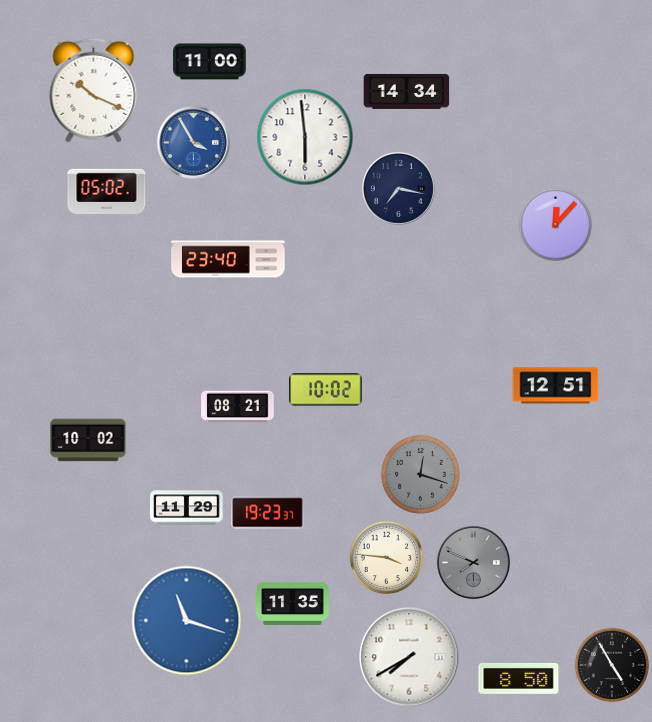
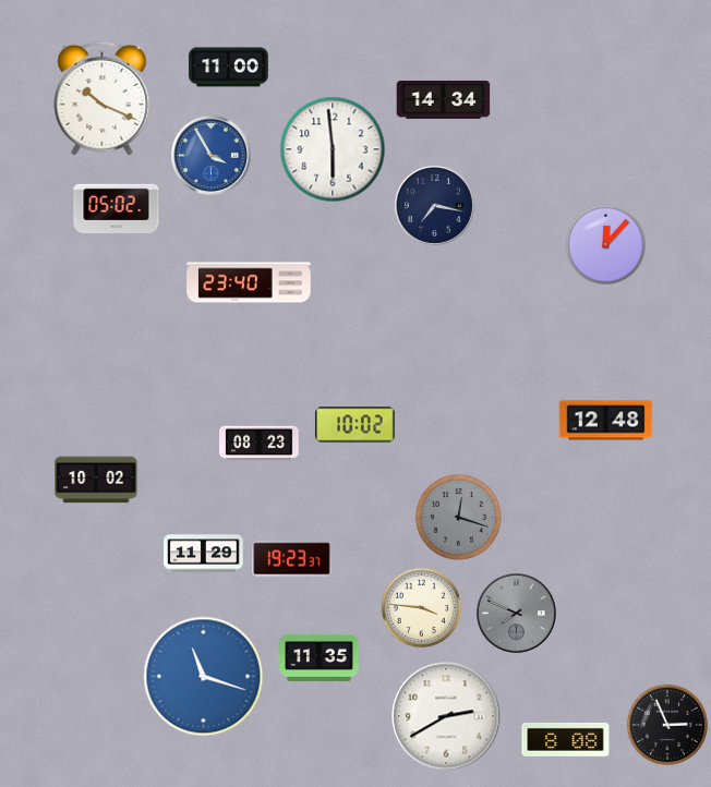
clock at (556, 386): 12:51 -> 12:48
clock at (238, 407): 08:21 -> 08:23
clock at (409, 657): 7:40 -> 2:40
clock at (612, 665): 4:55 -> 2:56
clock at (519, 678): 8:50 -> 8:08
